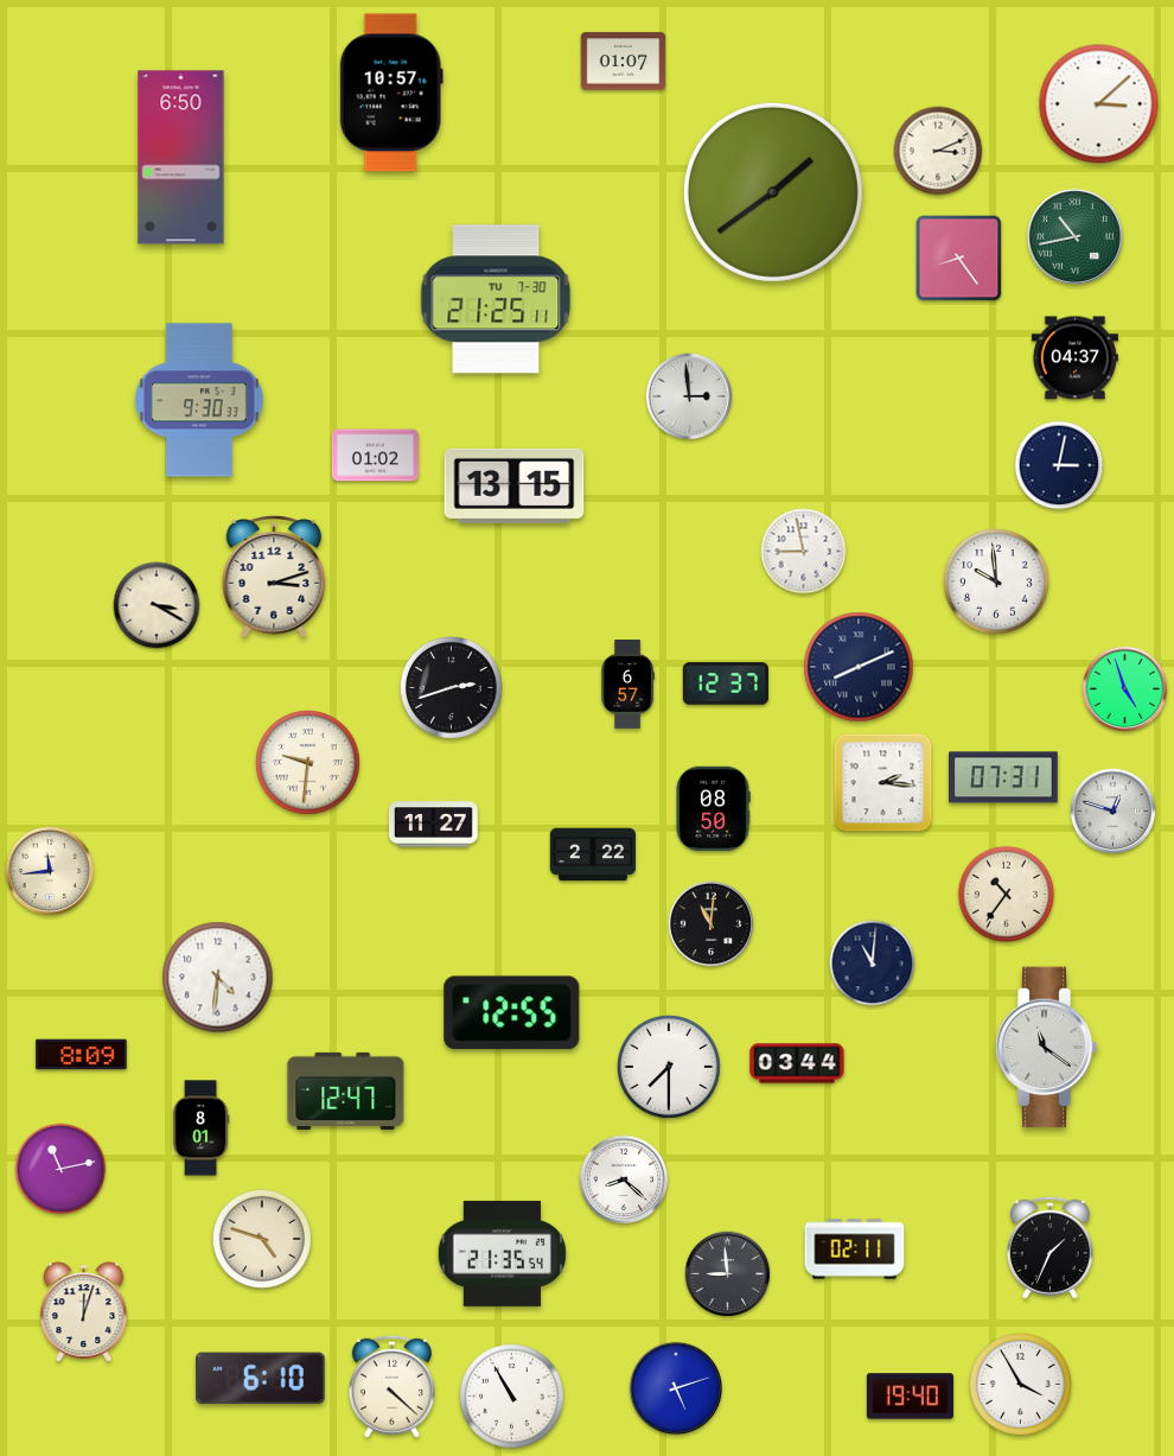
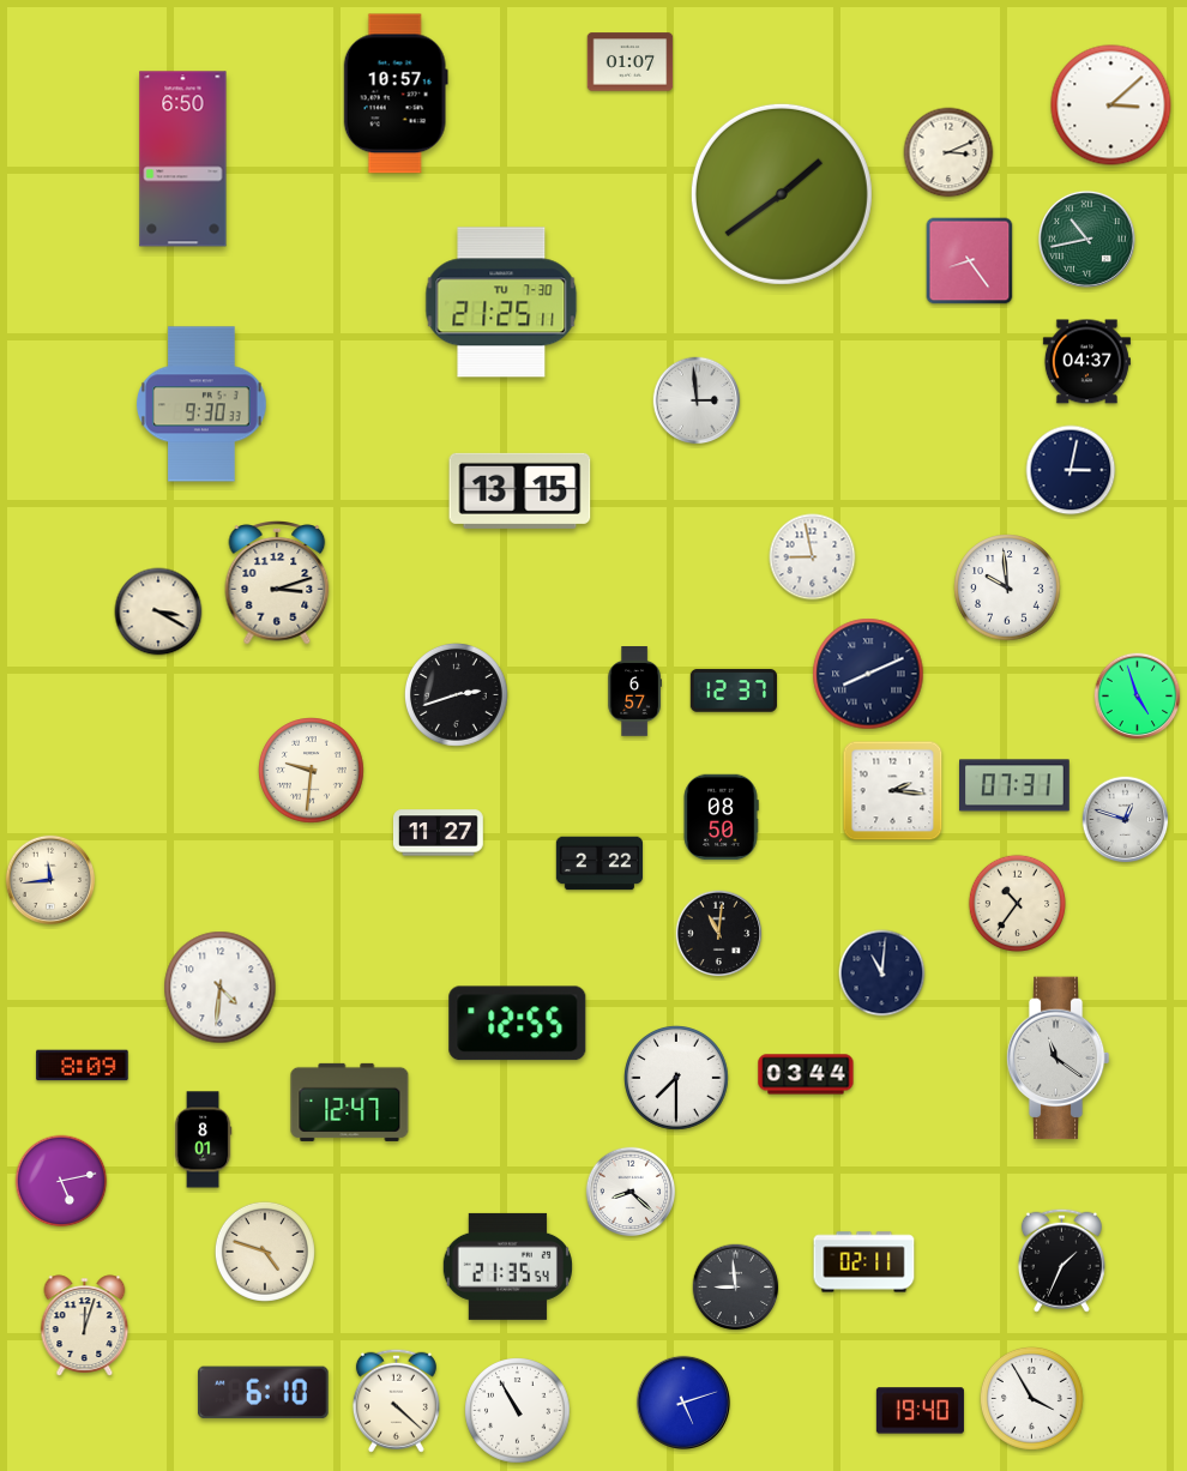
clock at (375, 456): 01:02 -> none
clock at (60, 1169): 11:13 -> 5:13
